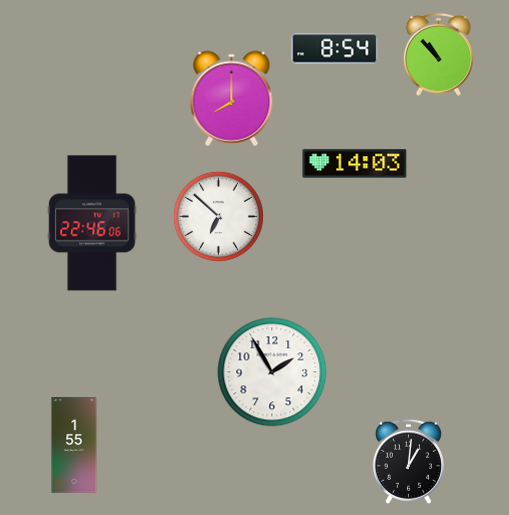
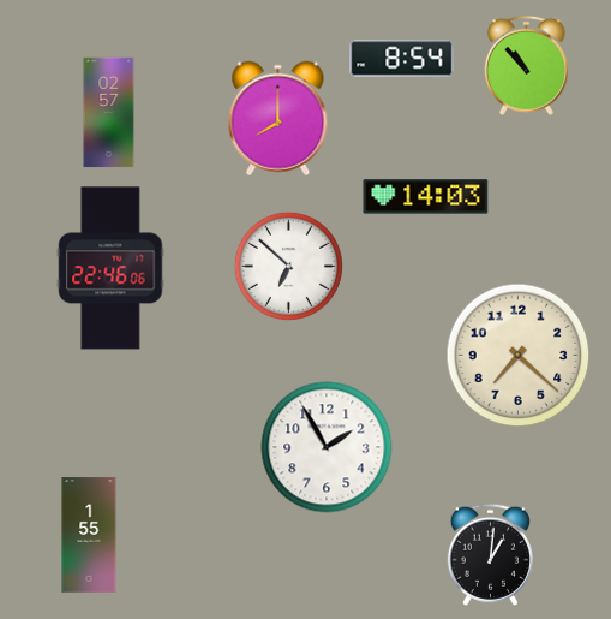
clock at (109, 113): none -> 02:57
clock at (218, 216) position: (218, 216) -> (288, 266)
clock at (519, 356): none -> 7:22
